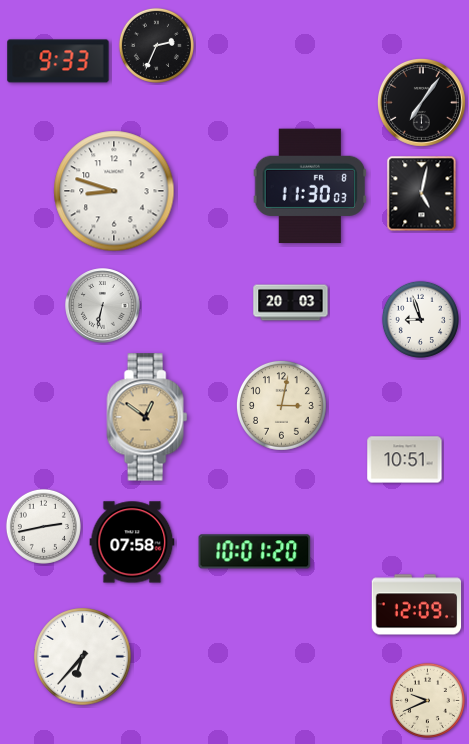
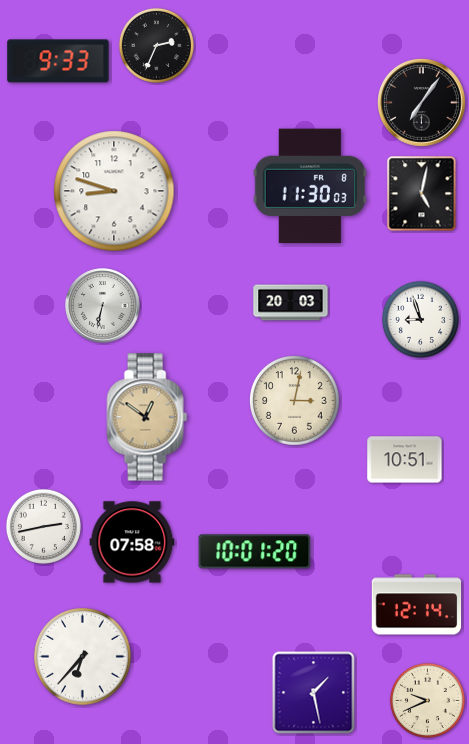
clock at (282, 406) position: (282, 406) -> (295, 401)
clock at (417, 605): 12:09 -> 12:14
clock at (314, 693): none -> 1:28
